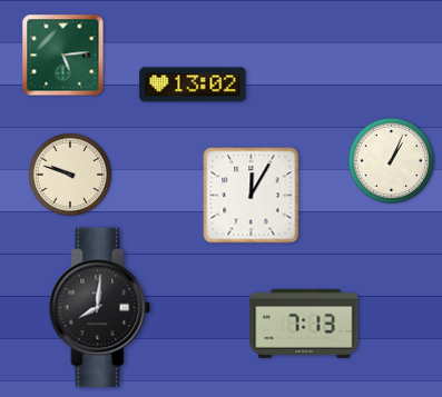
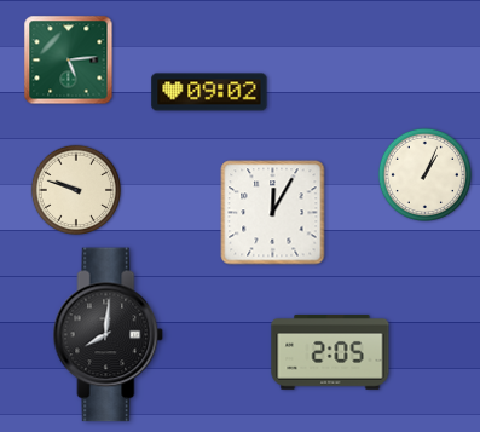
clock at (193, 85): 13:02 -> 09:02
clock at (304, 324): 7:13 -> 2:05
